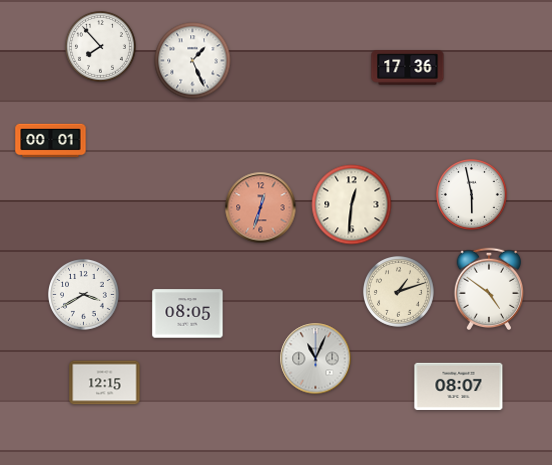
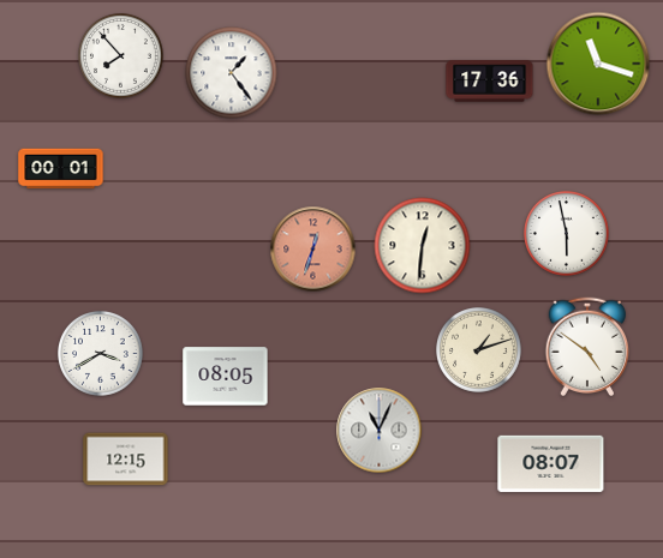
clock at (598, 64): none -> 11:18
clock at (193, 61): 1:26 -> 1:24
